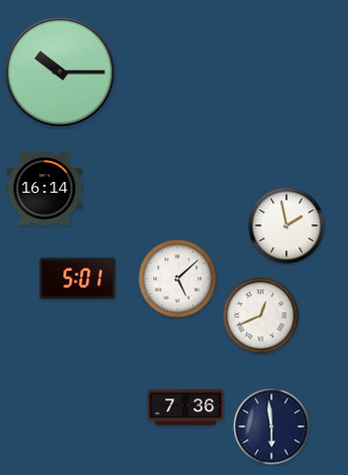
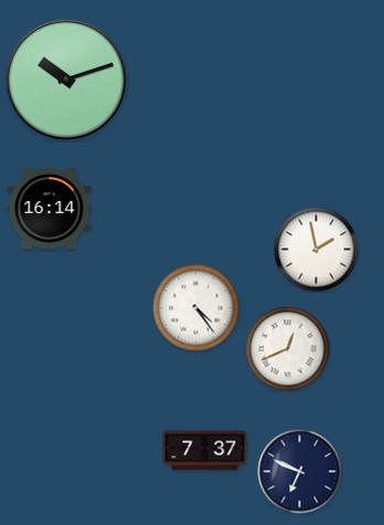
clock at (60, 72): 10:15 -> 10:12
clock at (78, 279): 5:01 -> none
clock at (178, 279): 5:08 -> 4:24
clock at (186, 408): 7:36 -> 7:37
clock at (272, 427): 5:59 -> 6:49
